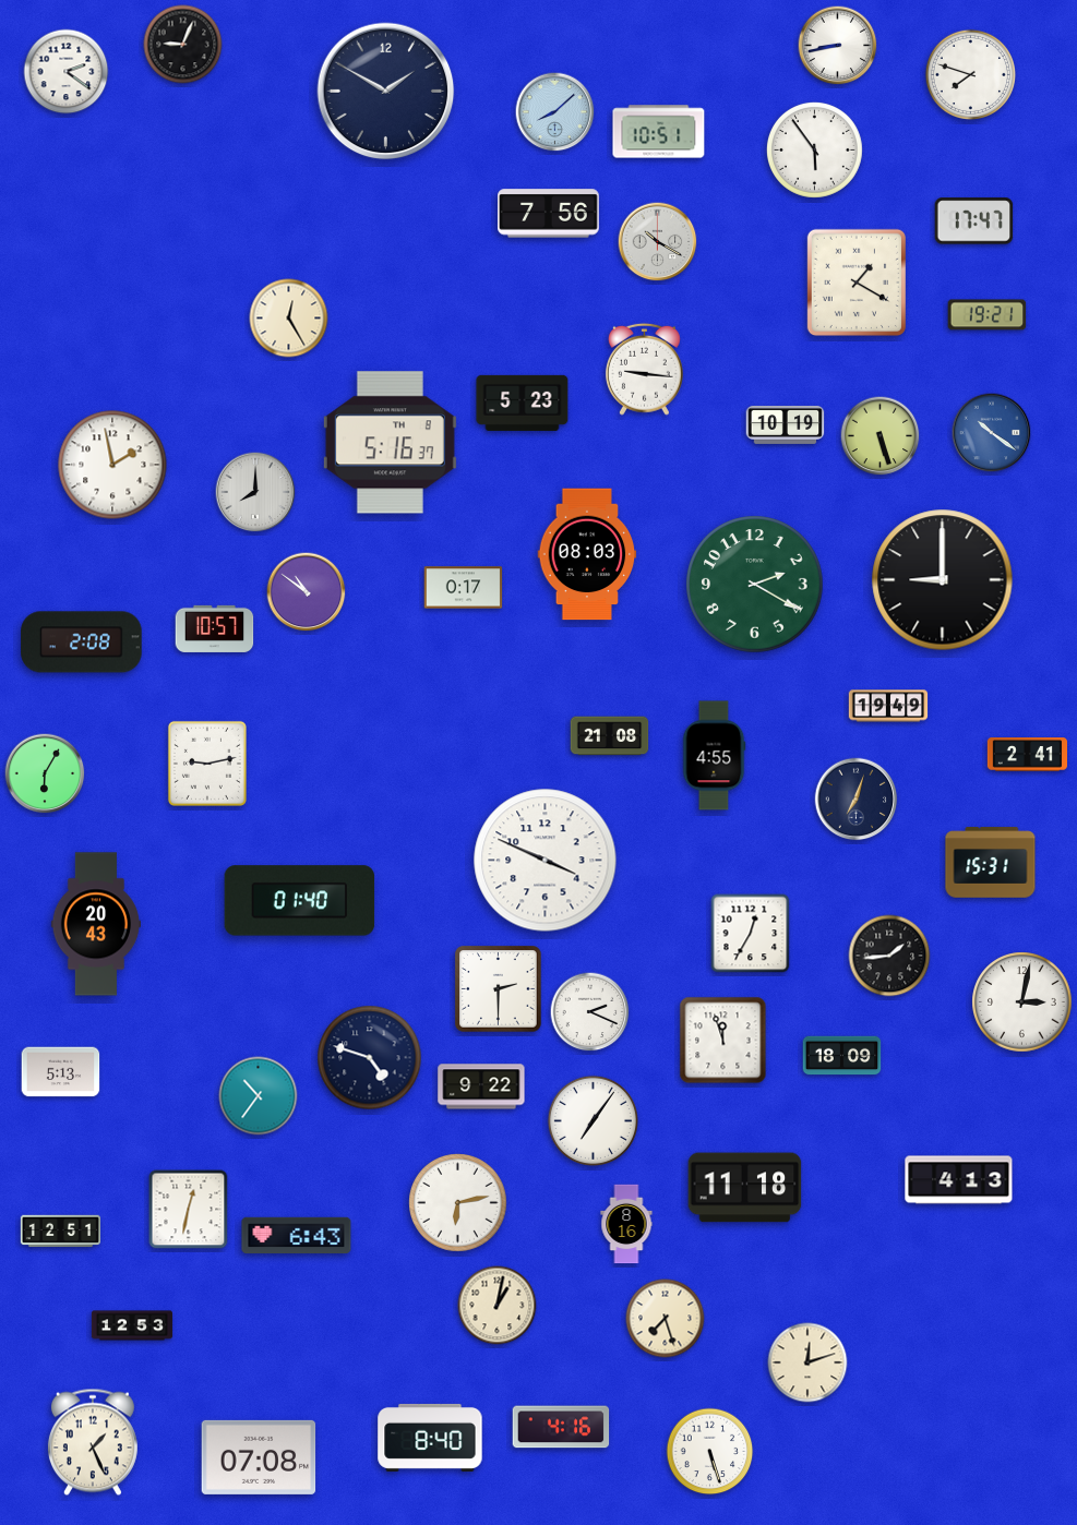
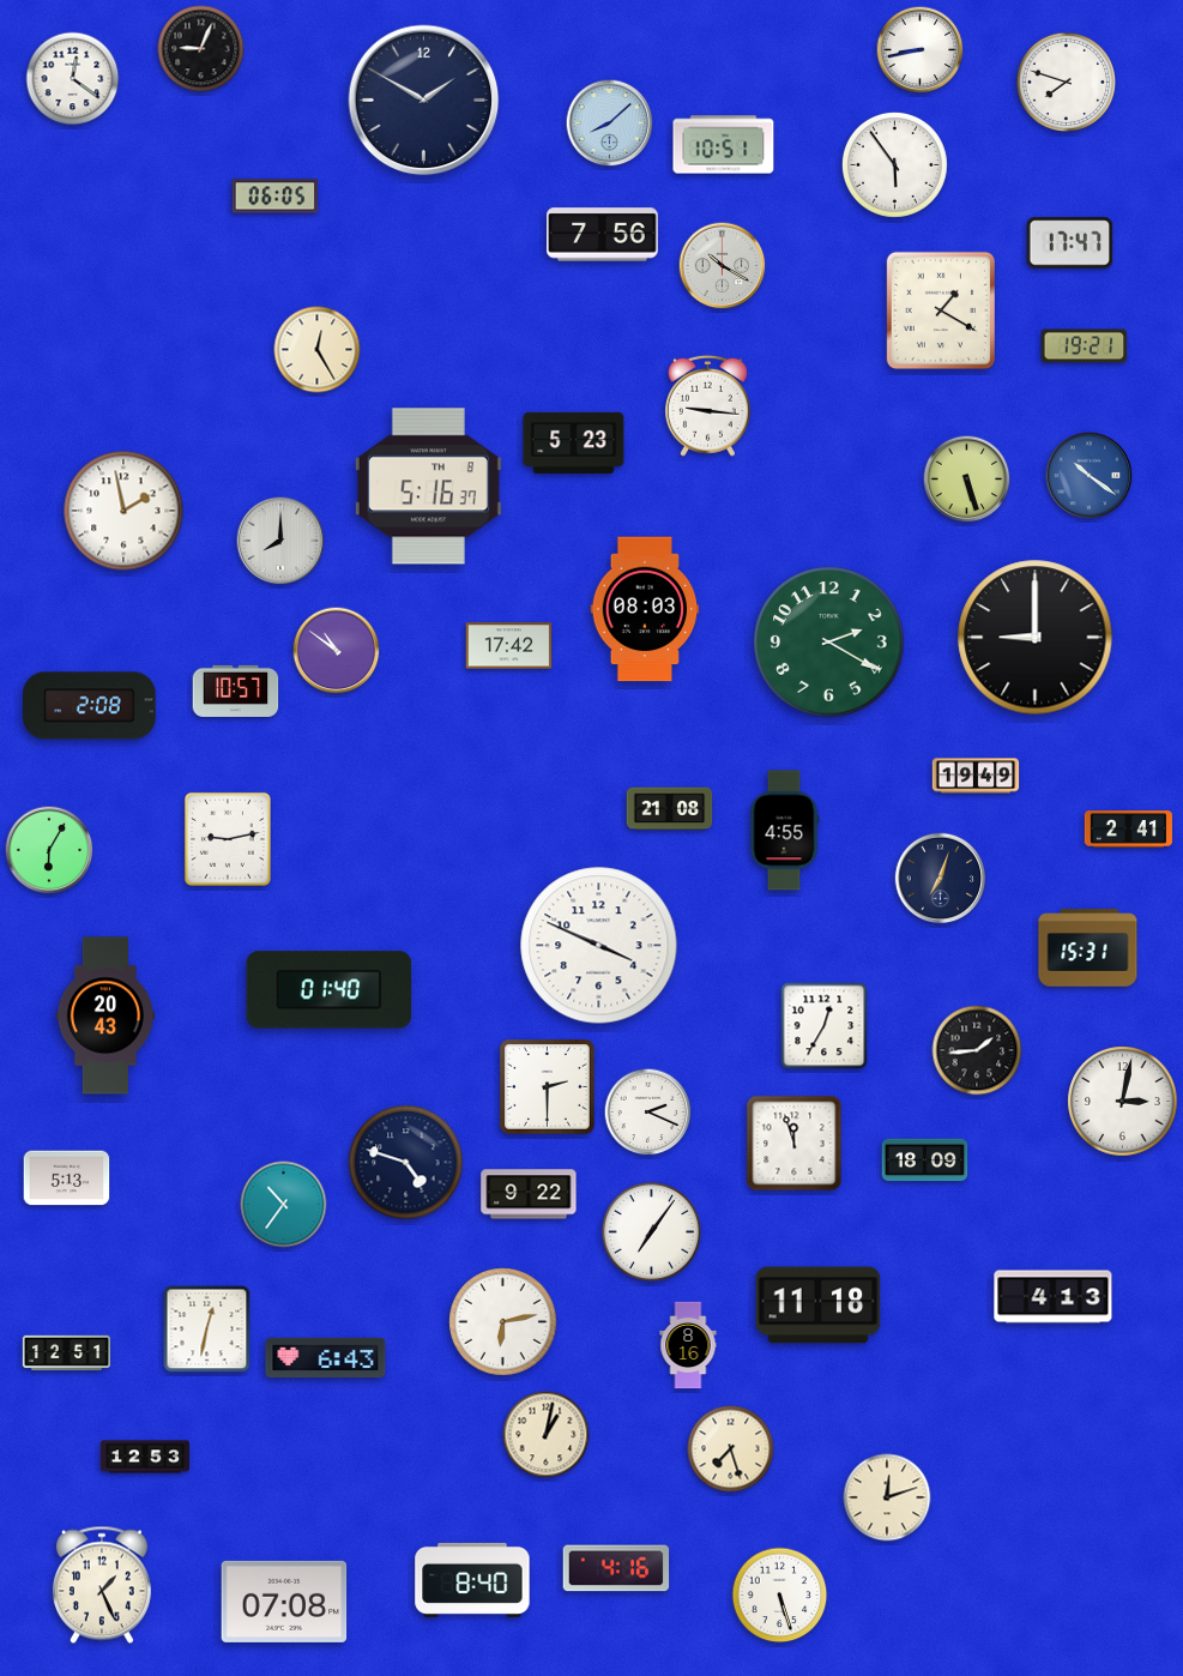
clock at (67, 72): 2:21 -> 12:21
clock at (276, 197): none -> 06:05
clock at (786, 424): 10:19 -> none
clock at (464, 588): 0:17 -> 17:42
